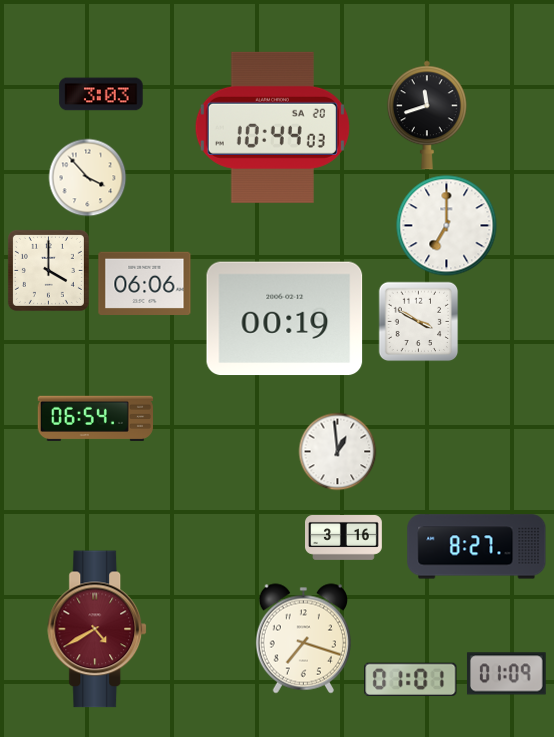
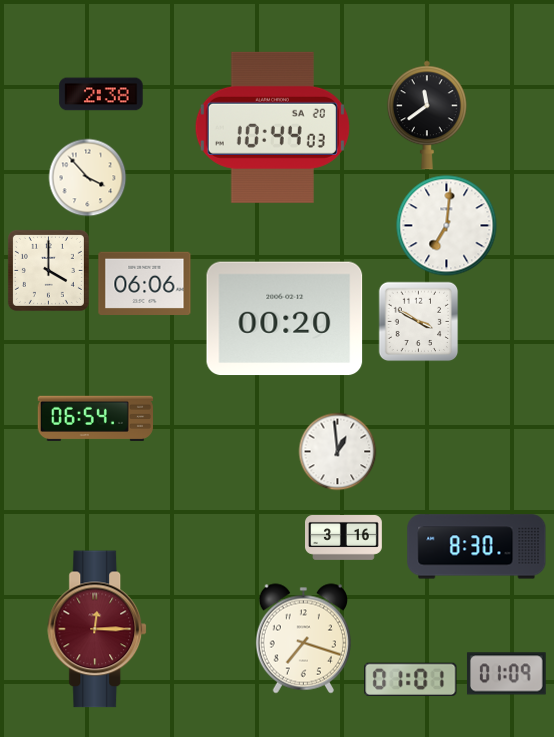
clock at (101, 94): 3:03 -> 2:38
clock at (427, 115): 11:42 -> 11:39
clock at (447, 226): 7:00 -> 7:01
clock at (285, 319): 00:19 -> 00:20
clock at (477, 547): 8:27 -> 8:30
clock at (98, 629): 4:40 -> 12:15
